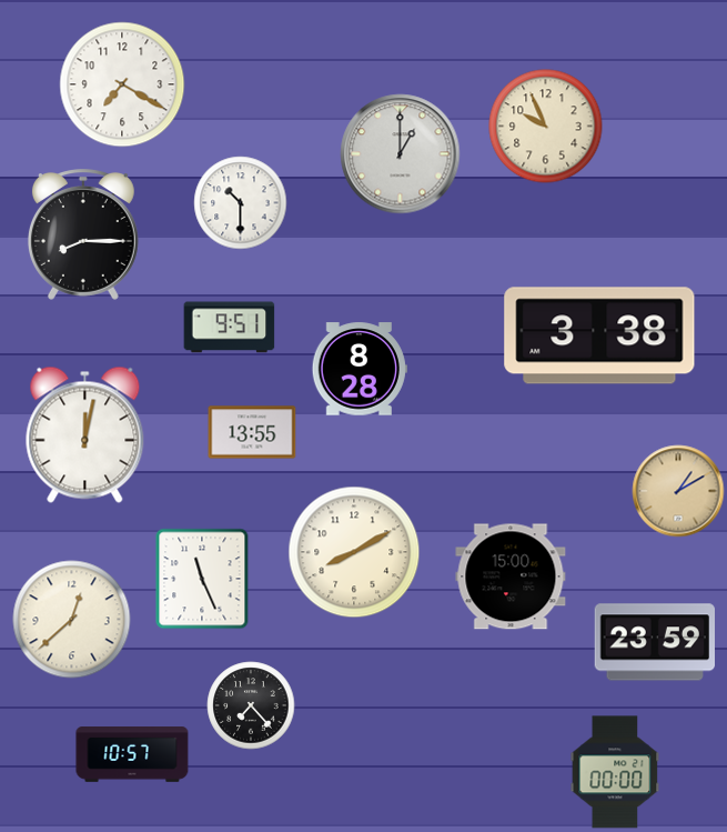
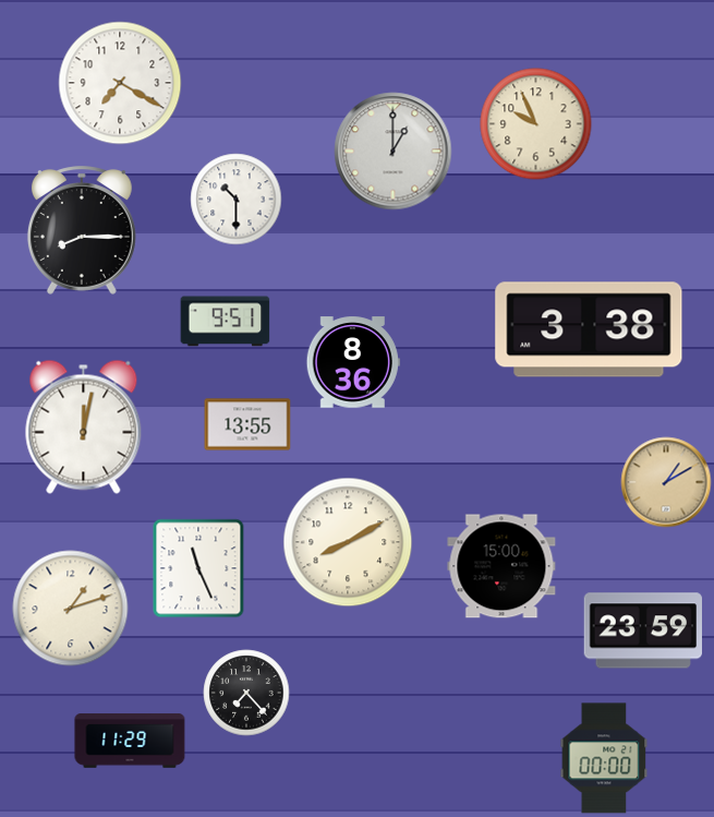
clock at (360, 369): 8:28 -> 8:36
clock at (72, 620): 12:38 -> 1:12
clock at (132, 754): 10:57 -> 11:29
